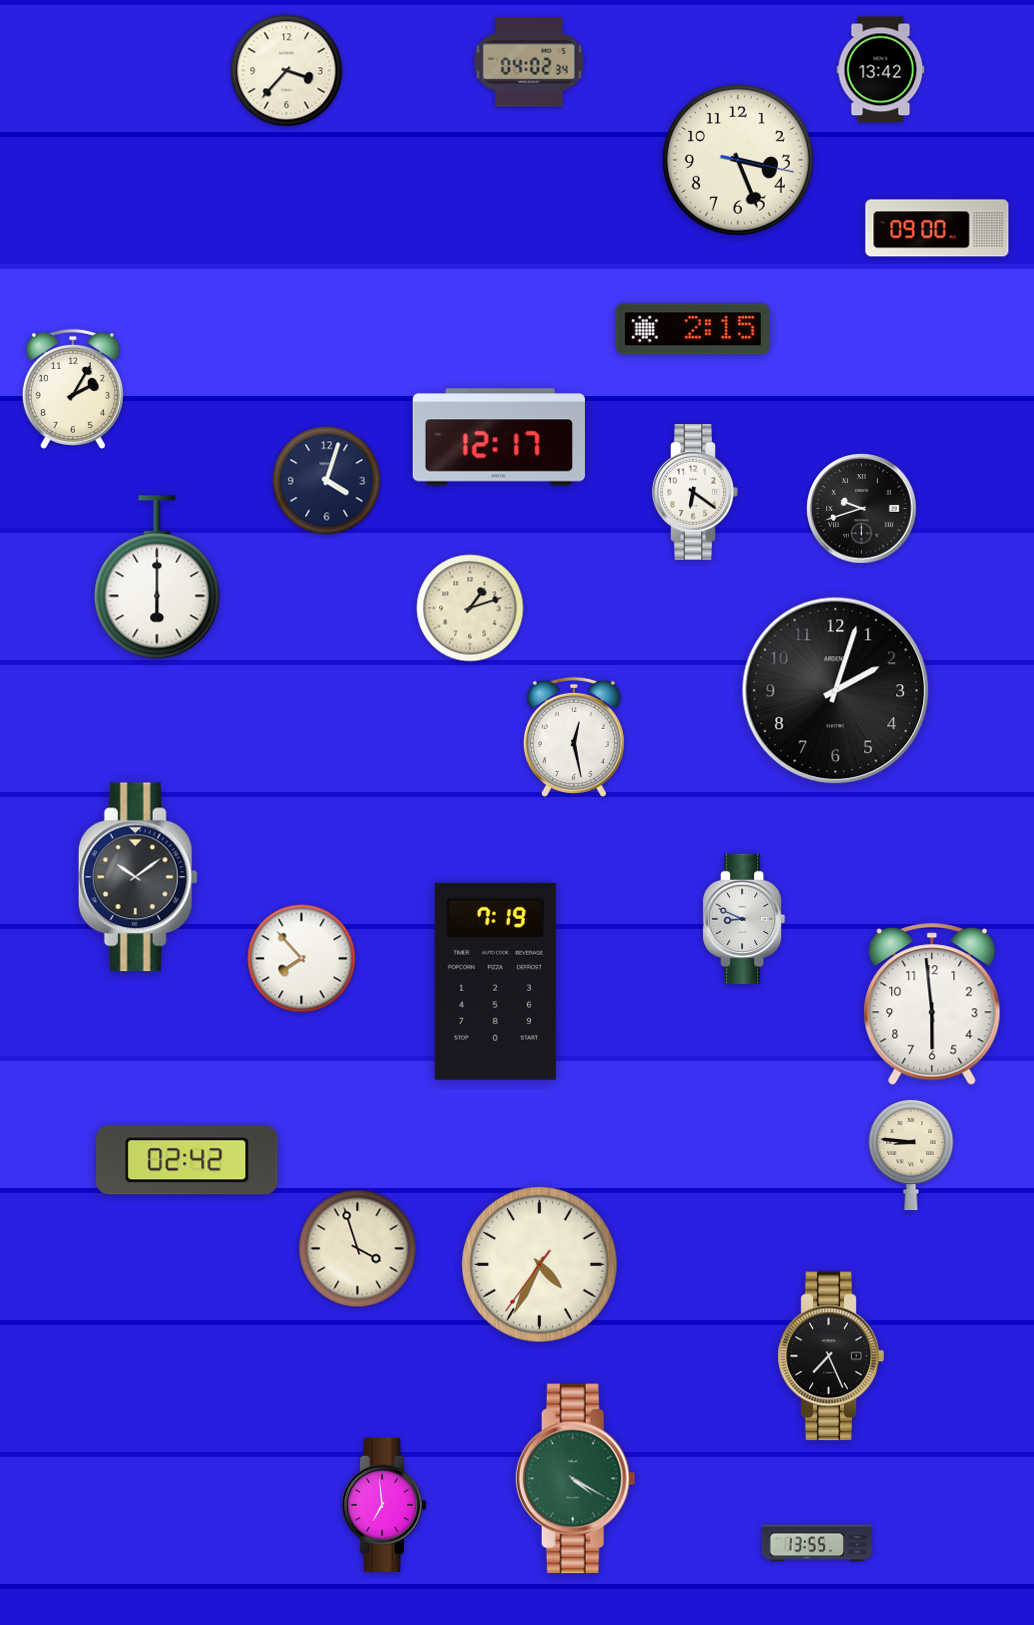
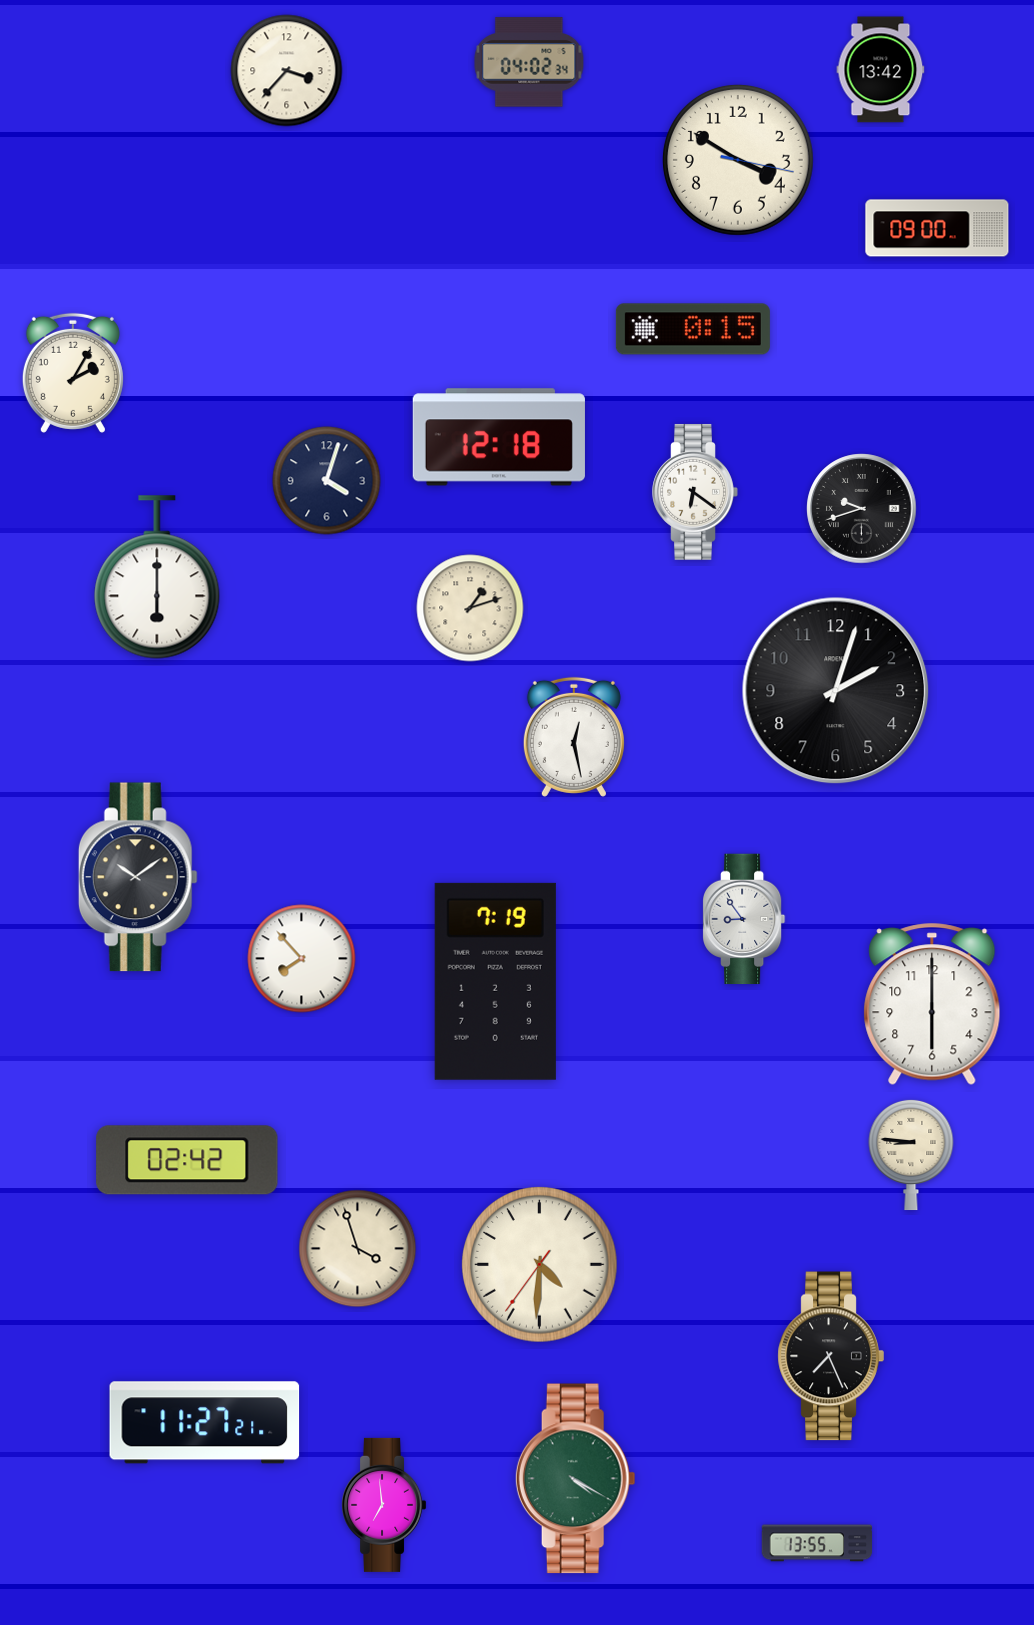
clock at (738, 160): 3:26 -> 3:50
clock at (693, 329): 2:15 -> 0:15
clock at (73, 389) position: (73, 389) -> (73, 373)
clock at (499, 437): 12:17 -> 12:18
clock at (745, 919): 8:49 -> 8:54
clock at (932, 1004): 5:59 -> 6:00
clock at (540, 1265): 4:34 -> 4:30
clock at (205, 1423): none -> 11:27
